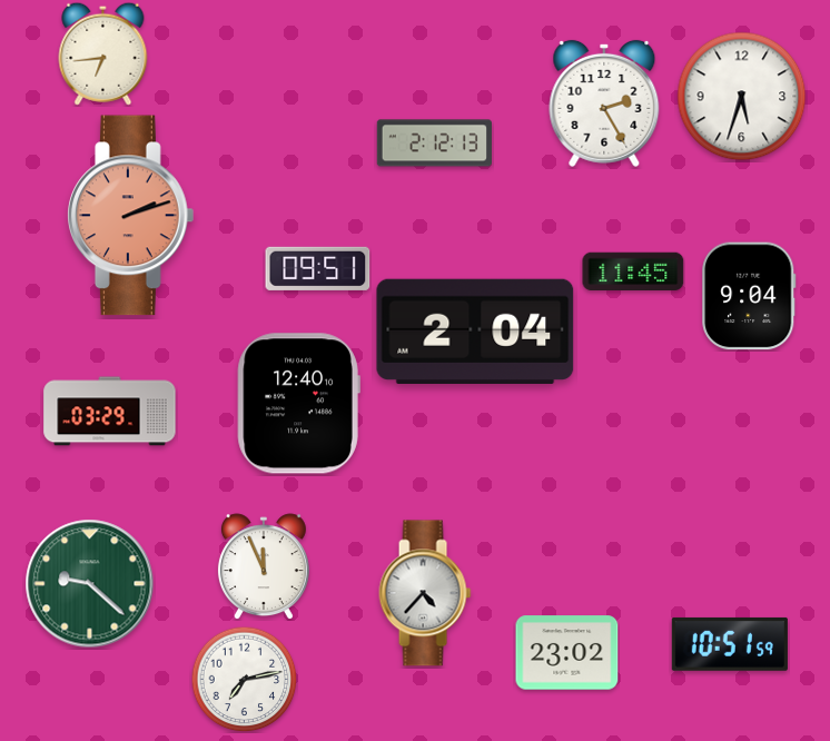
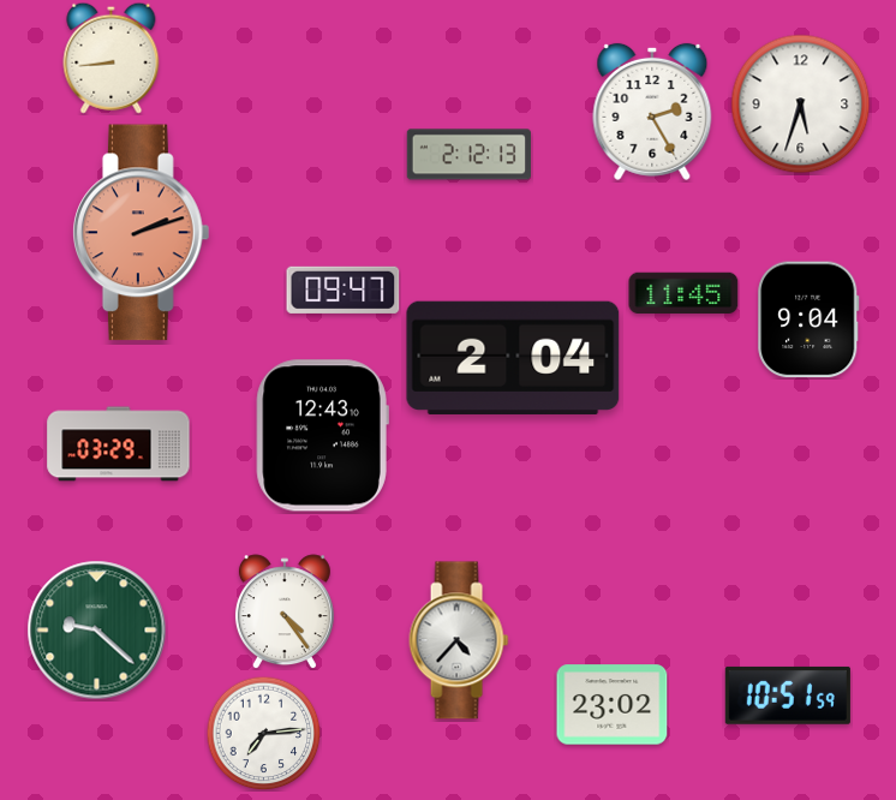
clock at (103, 53): 6:44 -> 8:44
clock at (318, 268): 09:51 -> 09:47
clock at (298, 404): 12:40 -> 12:43
clock at (264, 566): 11:56 -> 4:24
clock at (244, 679): 7:13 -> 7:14
